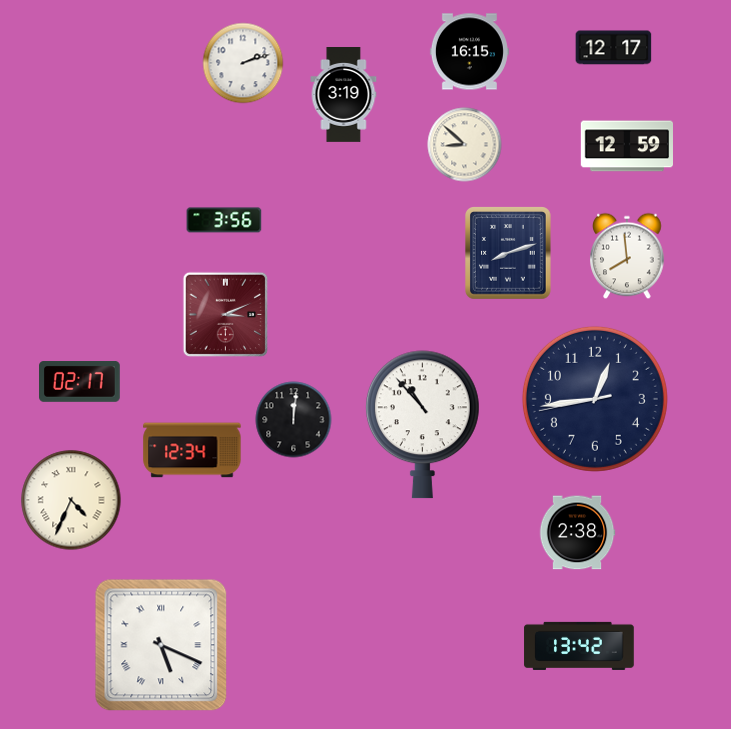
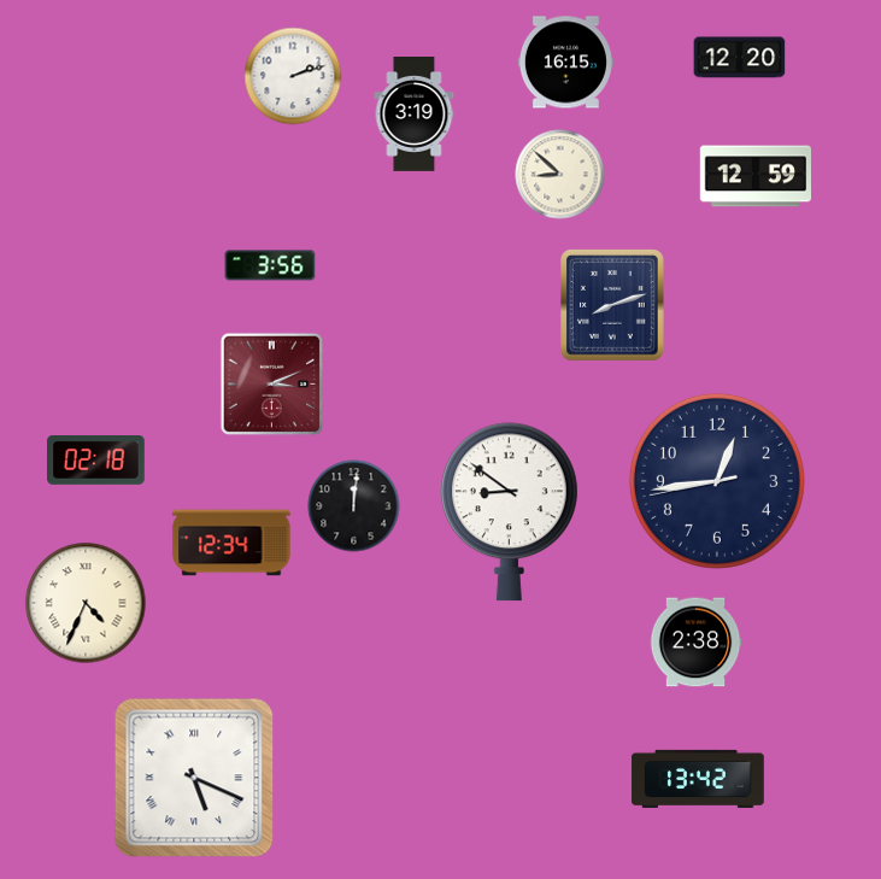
clock at (614, 48): 12:17 -> 12:20
clock at (627, 256): 7:59 -> none
clock at (226, 315) position: (226, 315) -> (272, 385)
clock at (80, 382): 02:17 -> 02:18
clock at (422, 425): 10:53 -> 8:51
